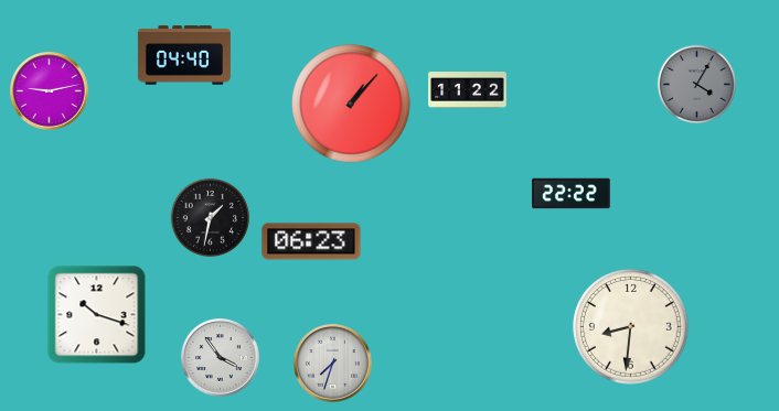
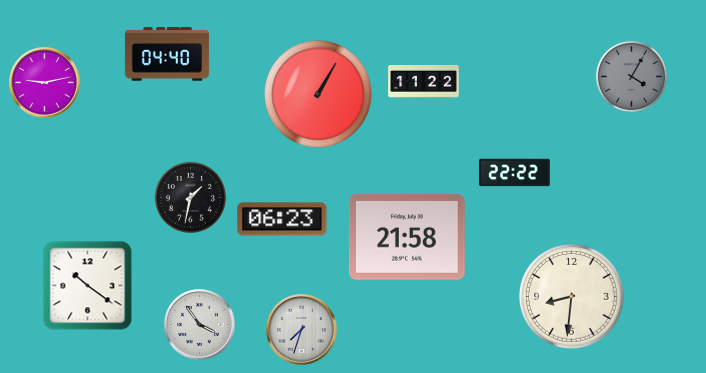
clock at (184, 55) position: (184, 55) -> (167, 54)
clock at (351, 104): 1:07 -> 1:05
clock at (572, 194) position: (572, 194) -> (515, 173)
clock at (407, 237): none -> 21:58
clock at (97, 315): 10:18 -> 10:21
